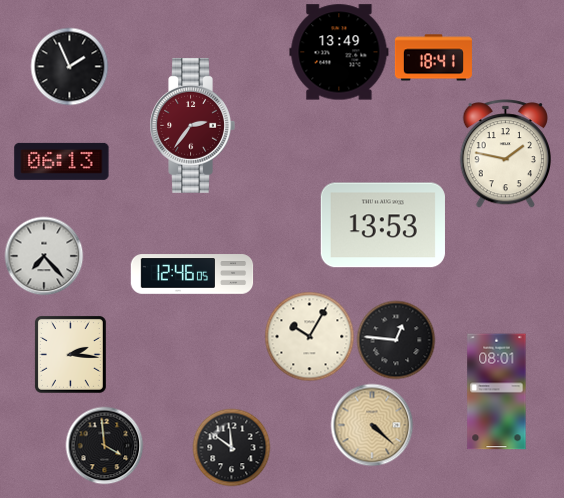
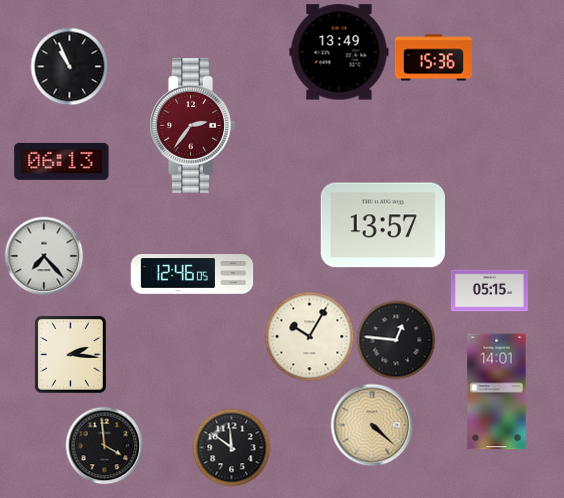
clock at (433, 58): 18:41 -> 15:36
clock at (69, 66): 1:56 -> 10:56
clock at (505, 154): 1:47 -> none
clock at (383, 225): 13:53 -> 13:57
clock at (489, 291): none -> 05:15
clock at (497, 392): 08:01 -> 14:01
